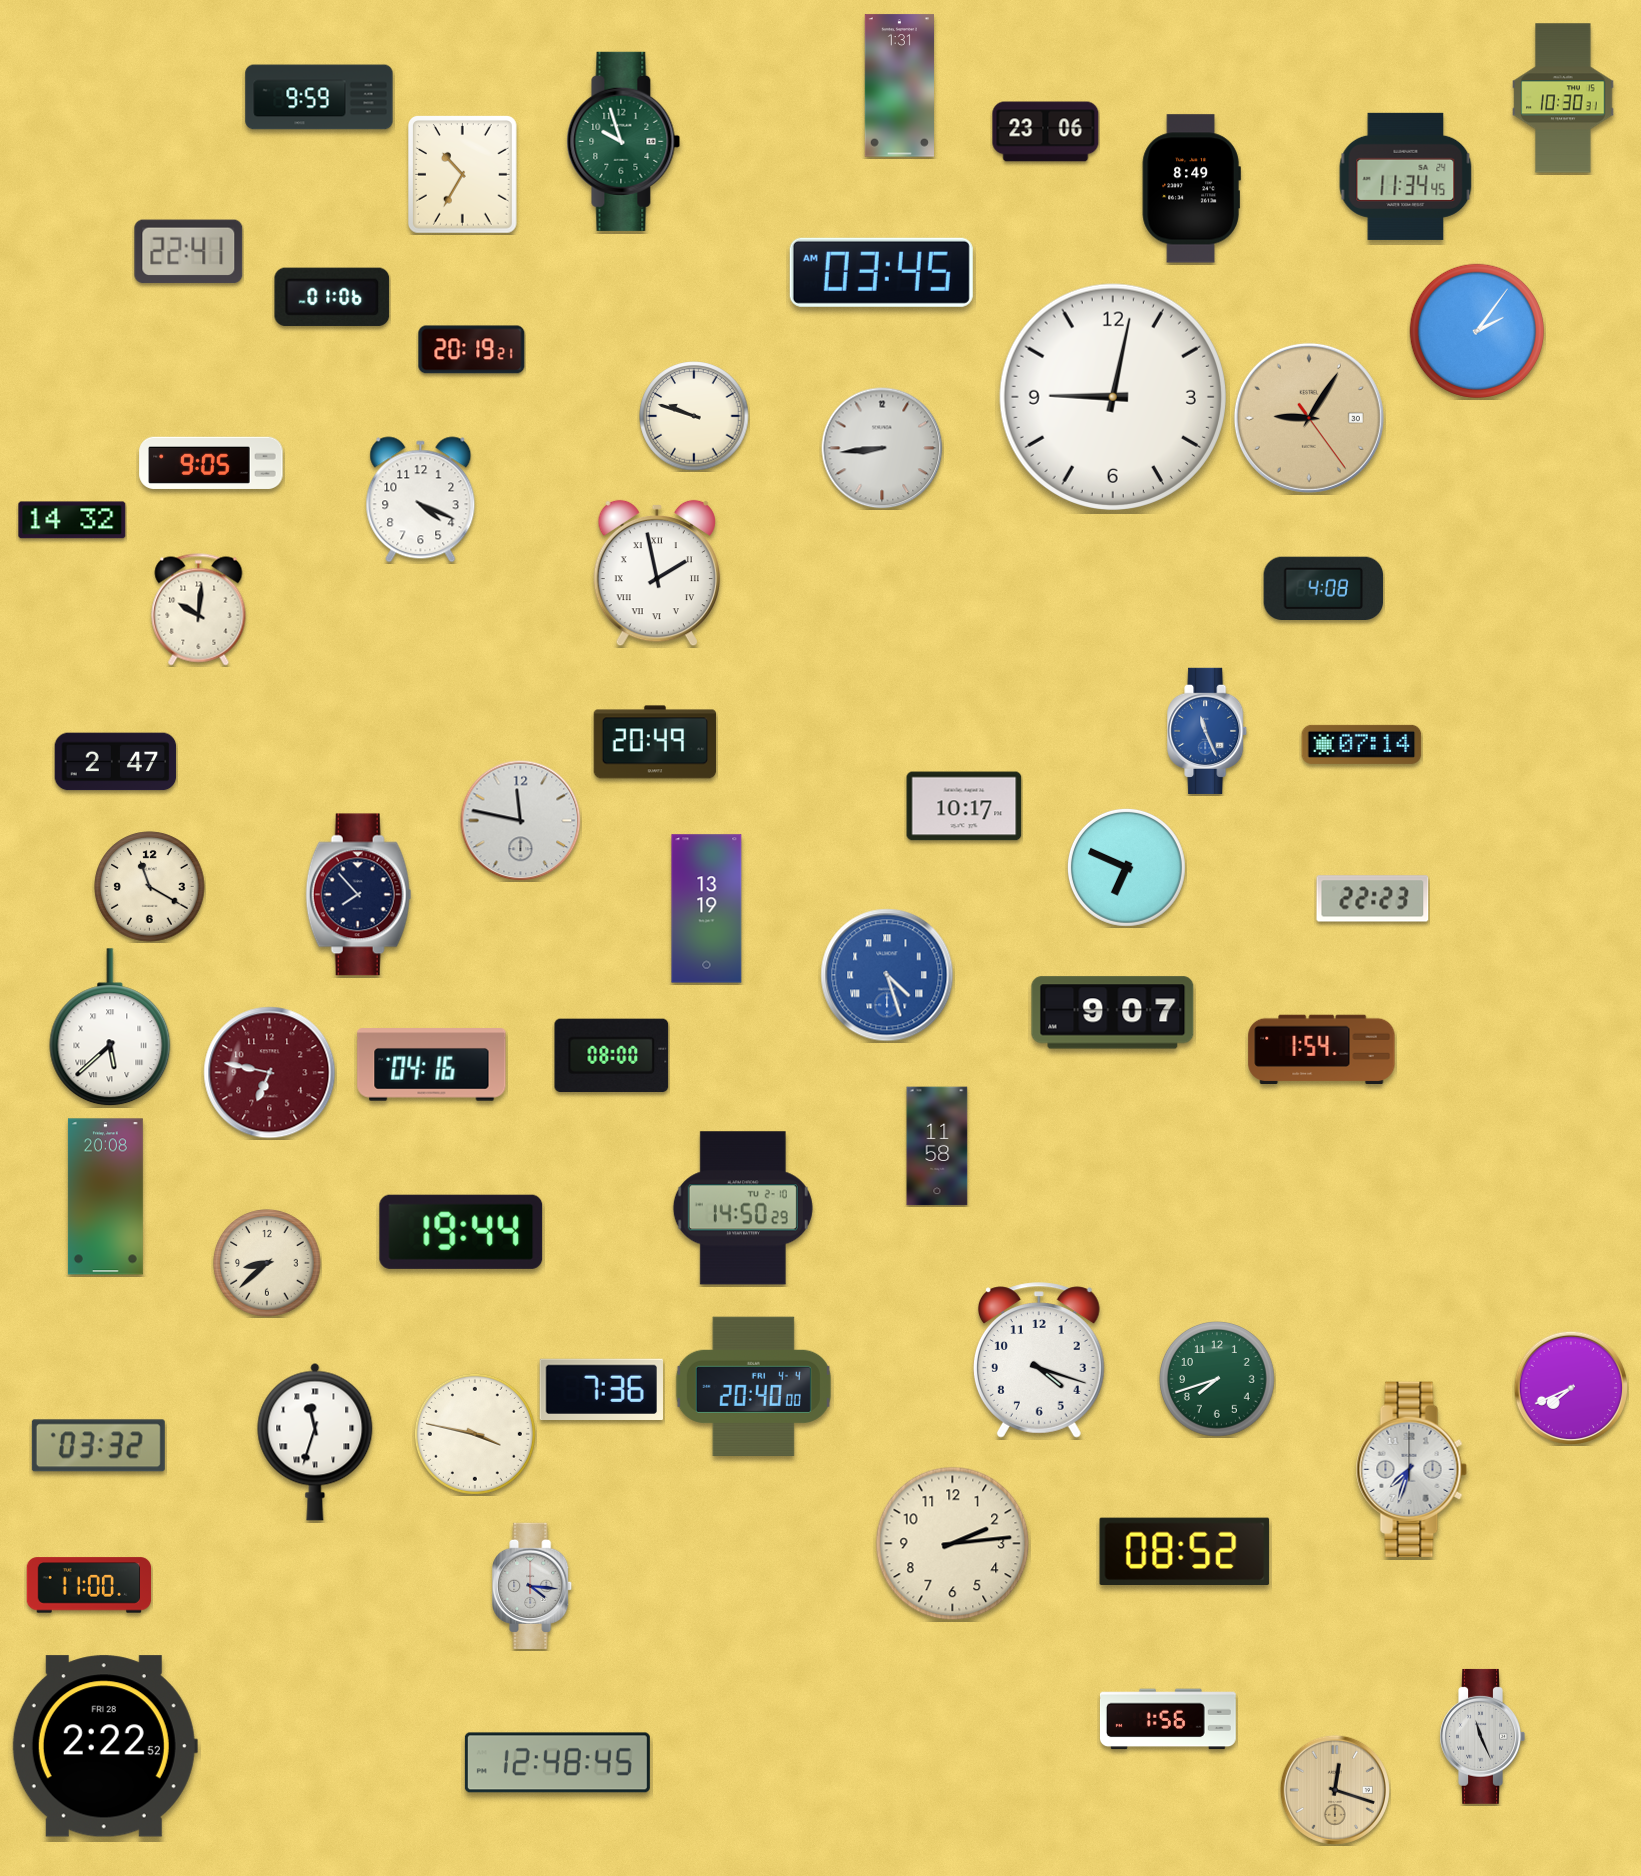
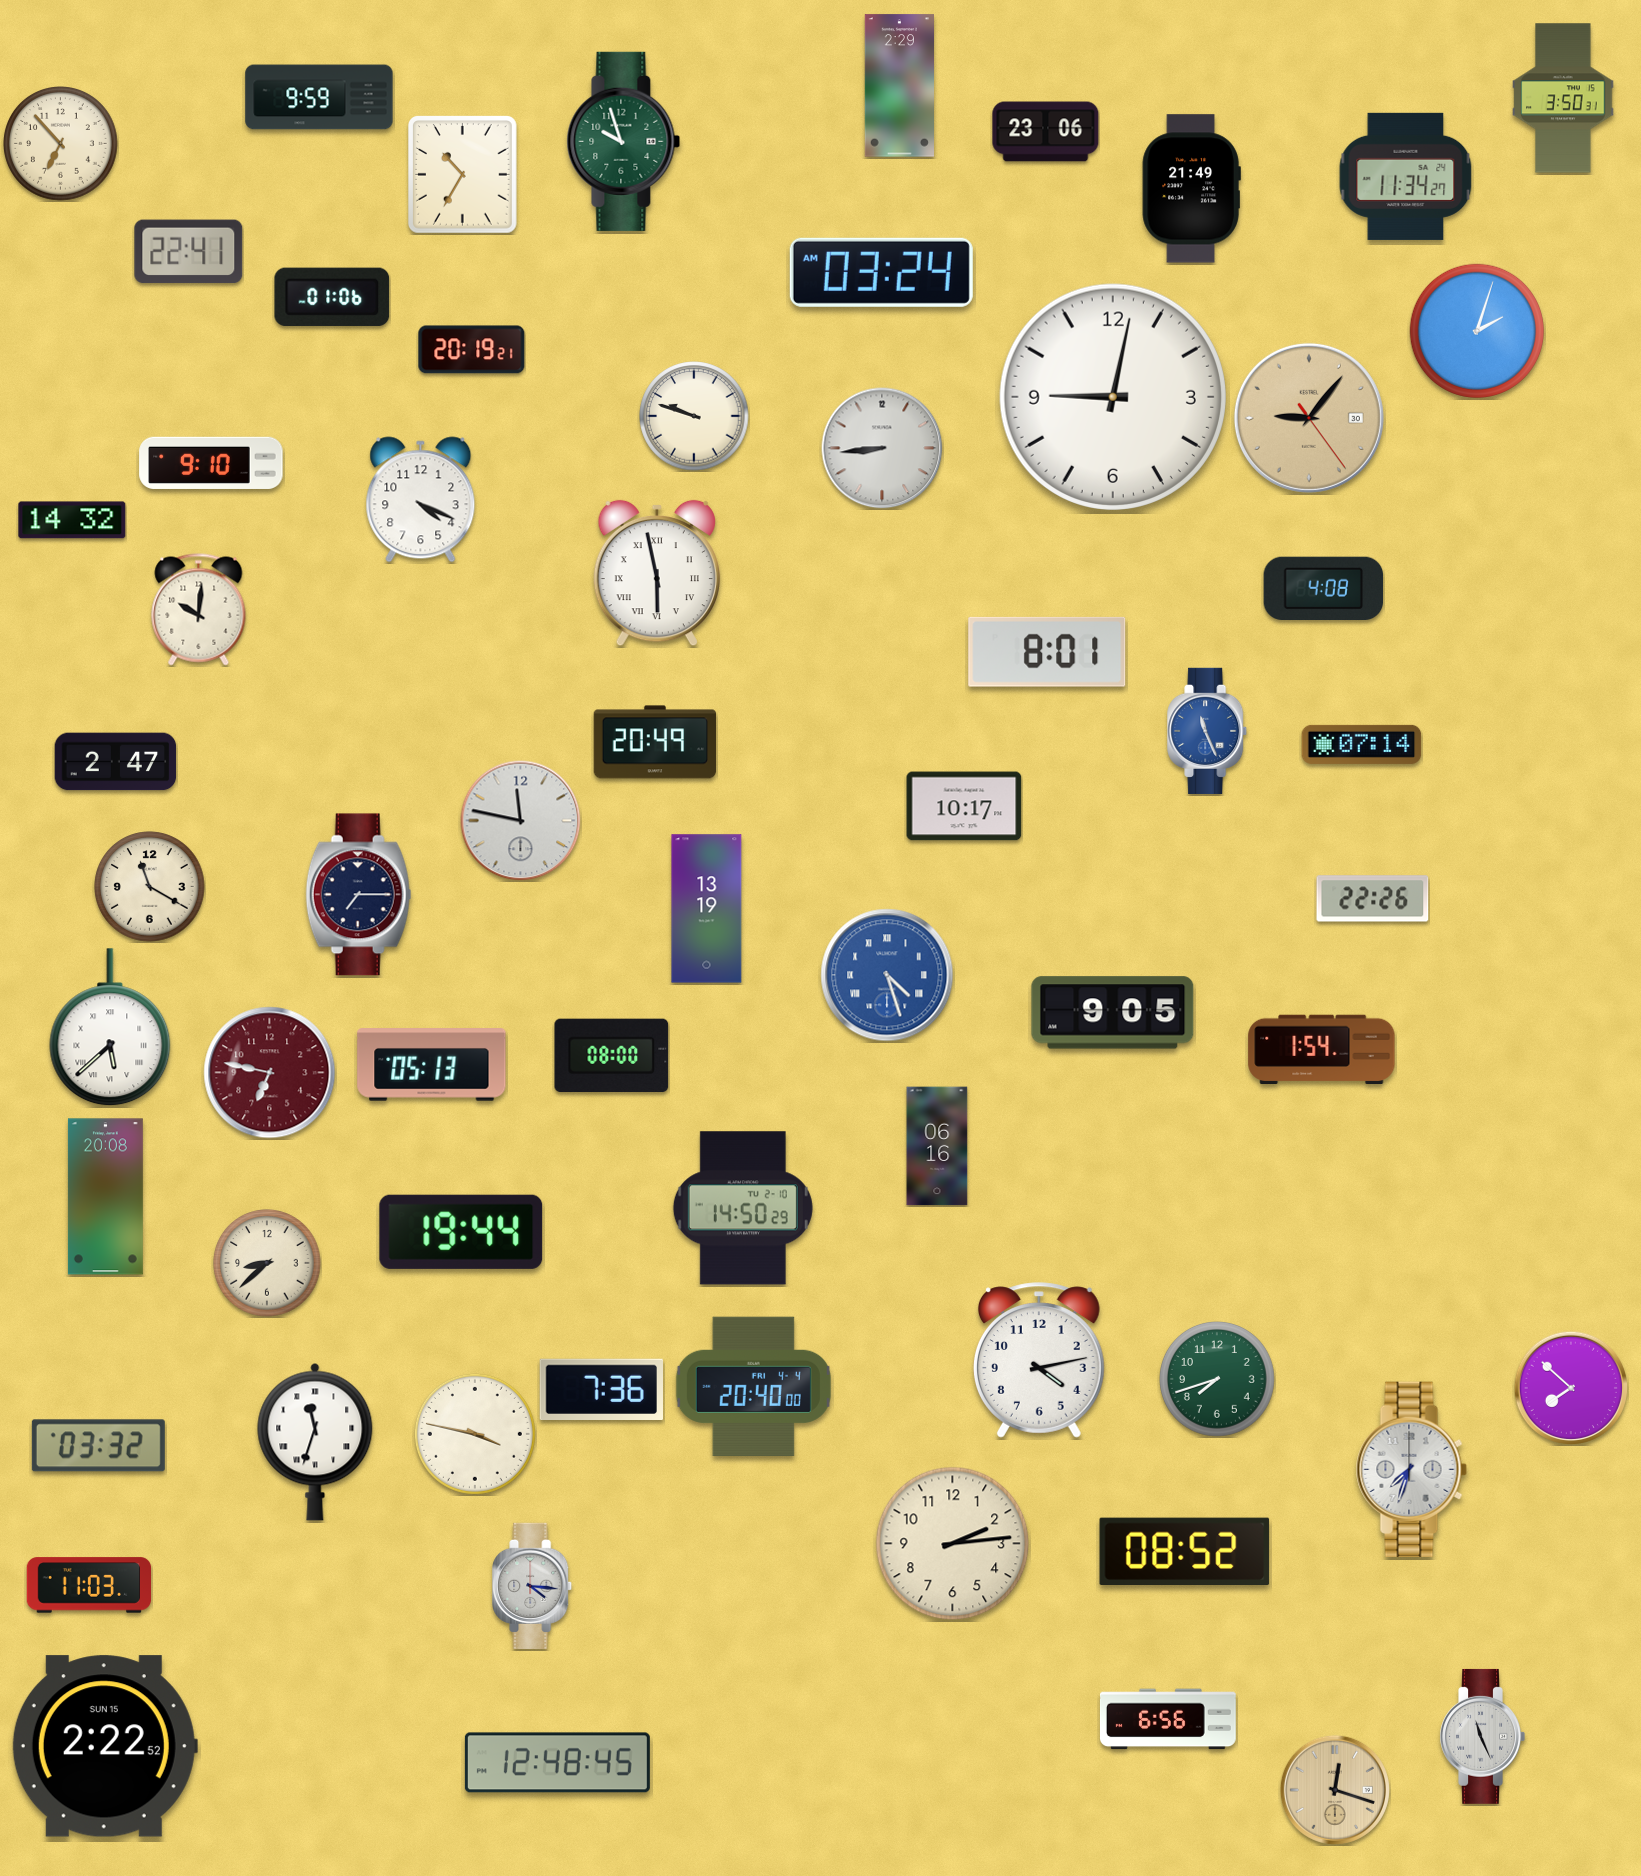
clock at (899, 86): 1:31 -> 2:29
clock at (1563, 98): 10:30 -> 3:50
clock at (61, 144): none -> 6:53
clock at (1406, 176): 11:34:45 -> 11:34:27
clock at (1191, 189): 8:49 -> 21:49
clock at (881, 272): 03:45 -> 03:24
clock at (1477, 331): 2:06 -> 2:03
clock at (1309, 418): 9:05 -> 9:06
clock at (211, 462): 9:05 -> 9:10
clock at (657, 573): 1:58 -> 5:58
clock at (1047, 652): none -> 8:01
clock at (1126, 867): 6:49 -> none
clock at (359, 895): 7:53 -> 7:15
clock at (1373, 899): 22:23 -> 22:26
clock at (1113, 1013): 9:07 -> 9:05
clock at (432, 1065): 04:16 -> 05:13
clock at (937, 1146): 11:58 -> 06:16
clock at (1039, 1360): 4:18 -> 4:13
clock at (1570, 1387): 7:41 -> 7:52
clock at (89, 1585): 11:00 -> 11:03
clock at (1168, 1719): 1:56 -> 6:56
clock at (105, 1746) date: FRI 28 -> SUN 15
